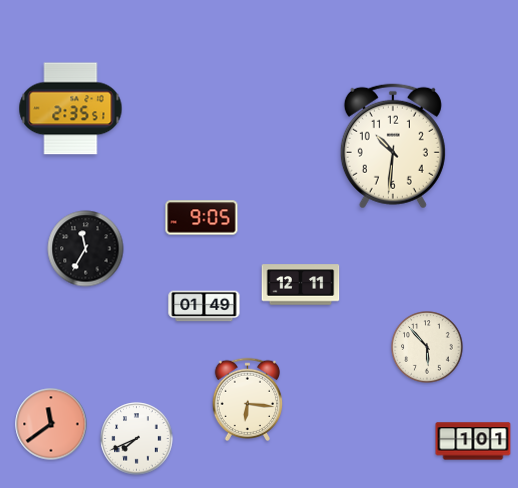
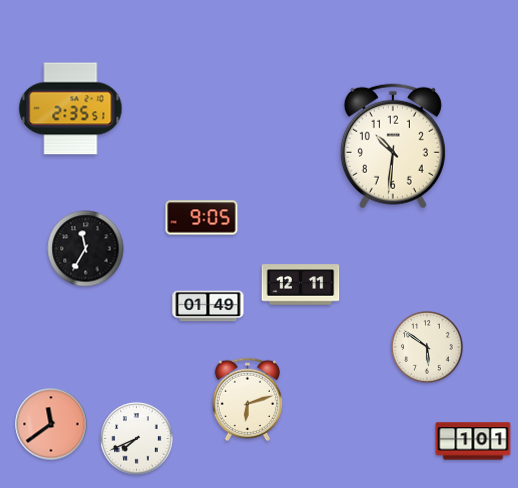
clock at (204, 306) position: (204, 306) -> (208, 306)
clock at (427, 347): 5:53 -> 5:51
clock at (248, 399): 6:16 -> 6:12
